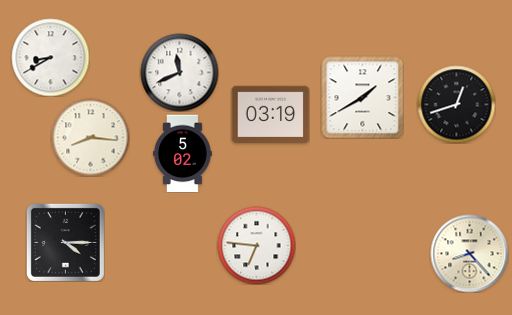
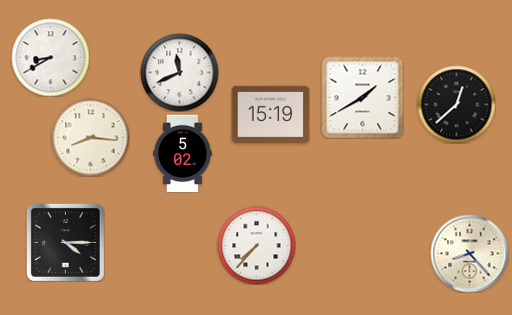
clock at (456, 104): 12:42 -> 12:38
clock at (270, 114): 03:19 -> 15:19
clock at (256, 245): 6:46 -> 7:37
